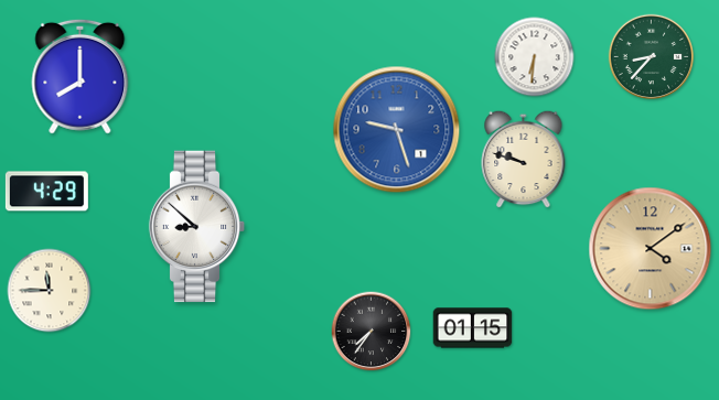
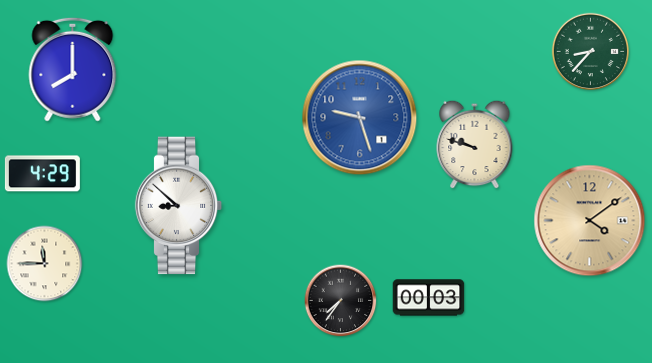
clock at (535, 57): 6:31 -> none
clock at (651, 249) position: (651, 249) -> (590, 221)
clock at (473, 328): 01:15 -> 00:03
clock at (372, 332) position: (372, 332) -> (341, 301)
